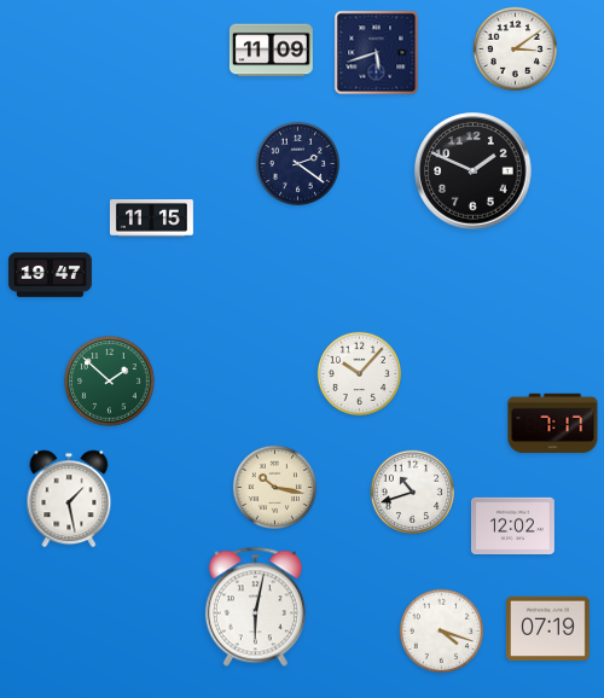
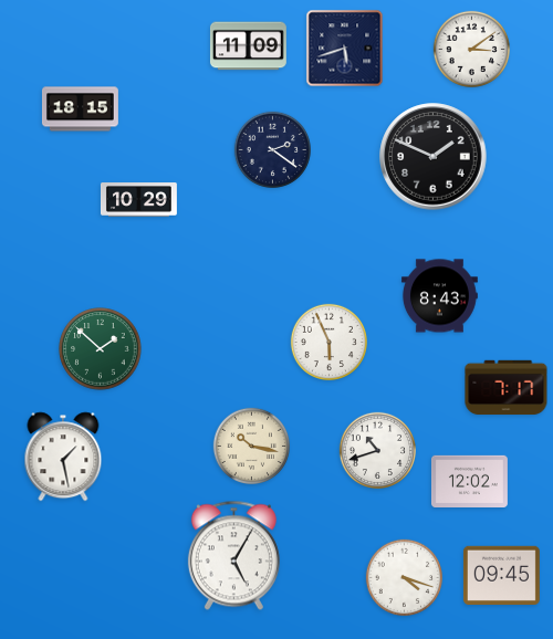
clock at (515, 48) position: (515, 48) -> (471, 49)
clock at (80, 109): none -> 18:15
clock at (151, 219): 11:15 -> 10:29
clock at (50, 275): 19:47 -> none
clock at (439, 296): none -> 8:43
clock at (359, 373): 10:07 -> 5:56
clock at (255, 607): 6:02 -> 5:05
clock at (547, 628): 07:19 -> 09:45
